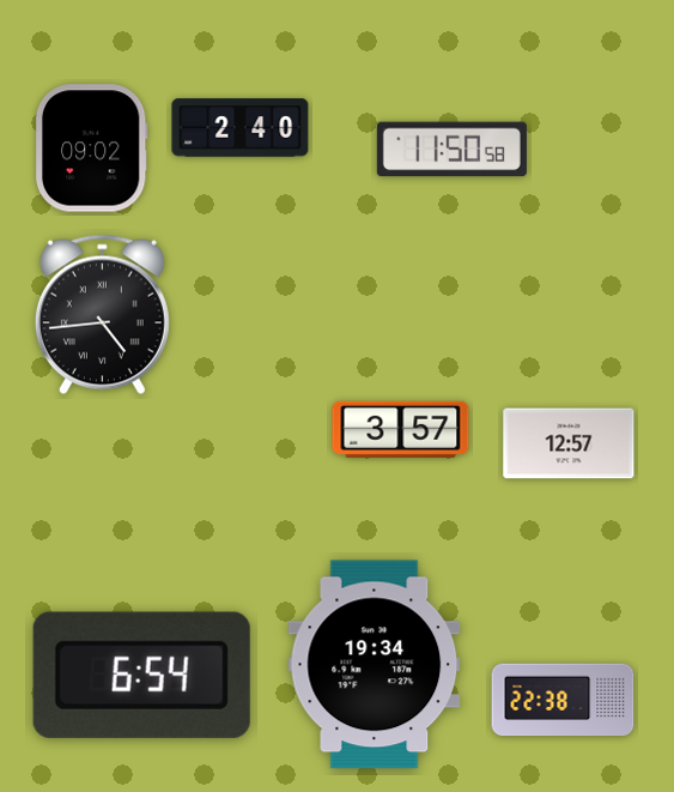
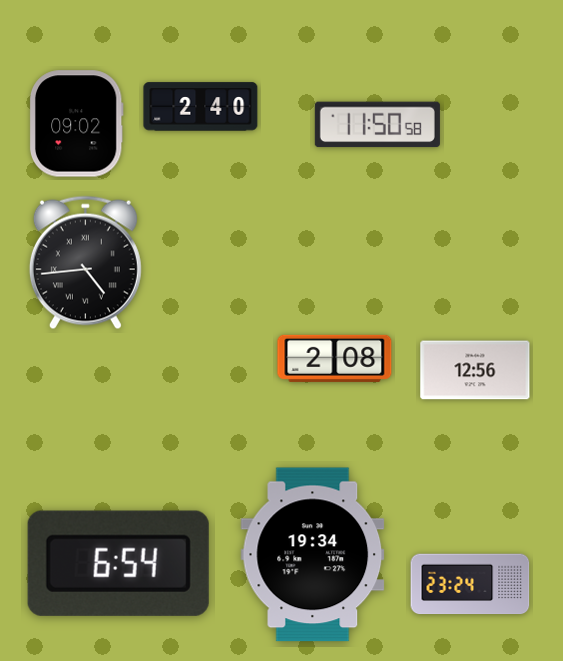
clock at (401, 429): 3:57 -> 2:08
clock at (569, 443): 12:57 -> 12:56
clock at (563, 700): 22:38 -> 23:24
